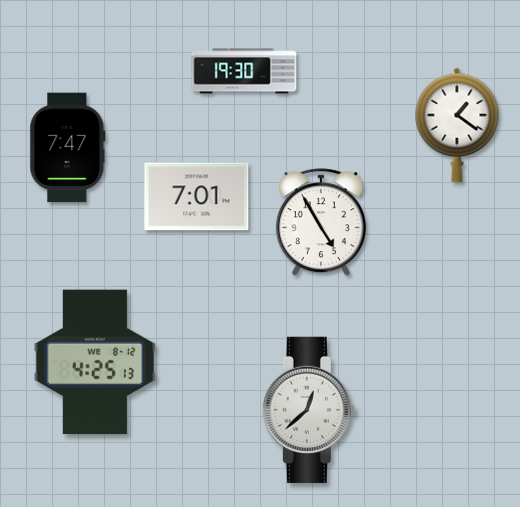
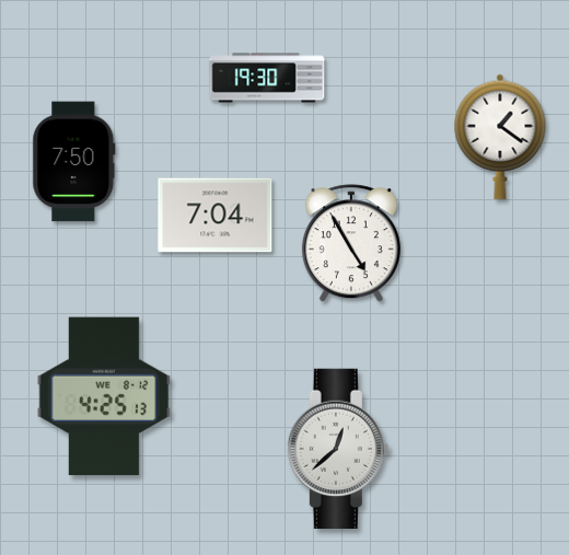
clock at (68, 148): 7:47 -> 7:50
clock at (197, 197): 7:01 -> 7:04
